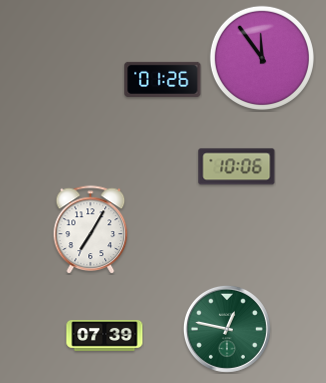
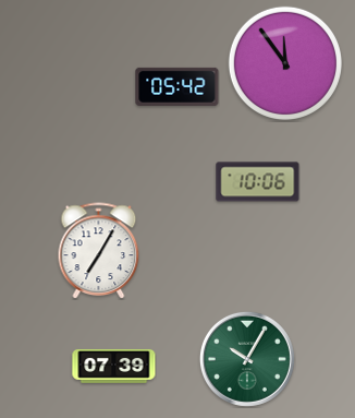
clock at (163, 79): 01:26 -> 05:42
clock at (227, 329): 12:47 -> 10:05
